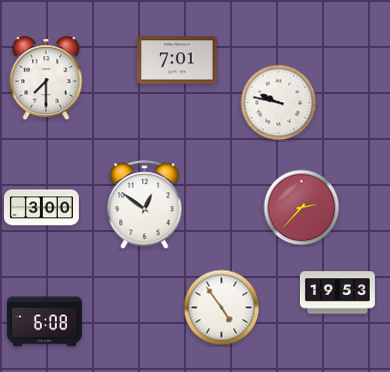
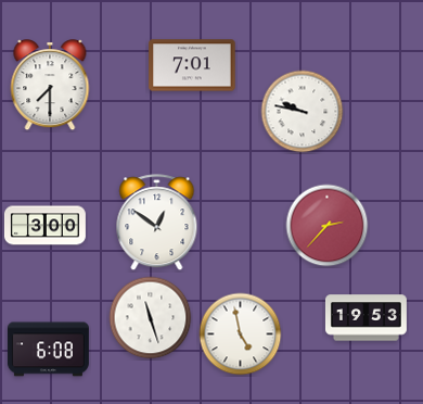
clock at (151, 318): none -> 11:27
clock at (222, 308): 4:54 -> 4:58
